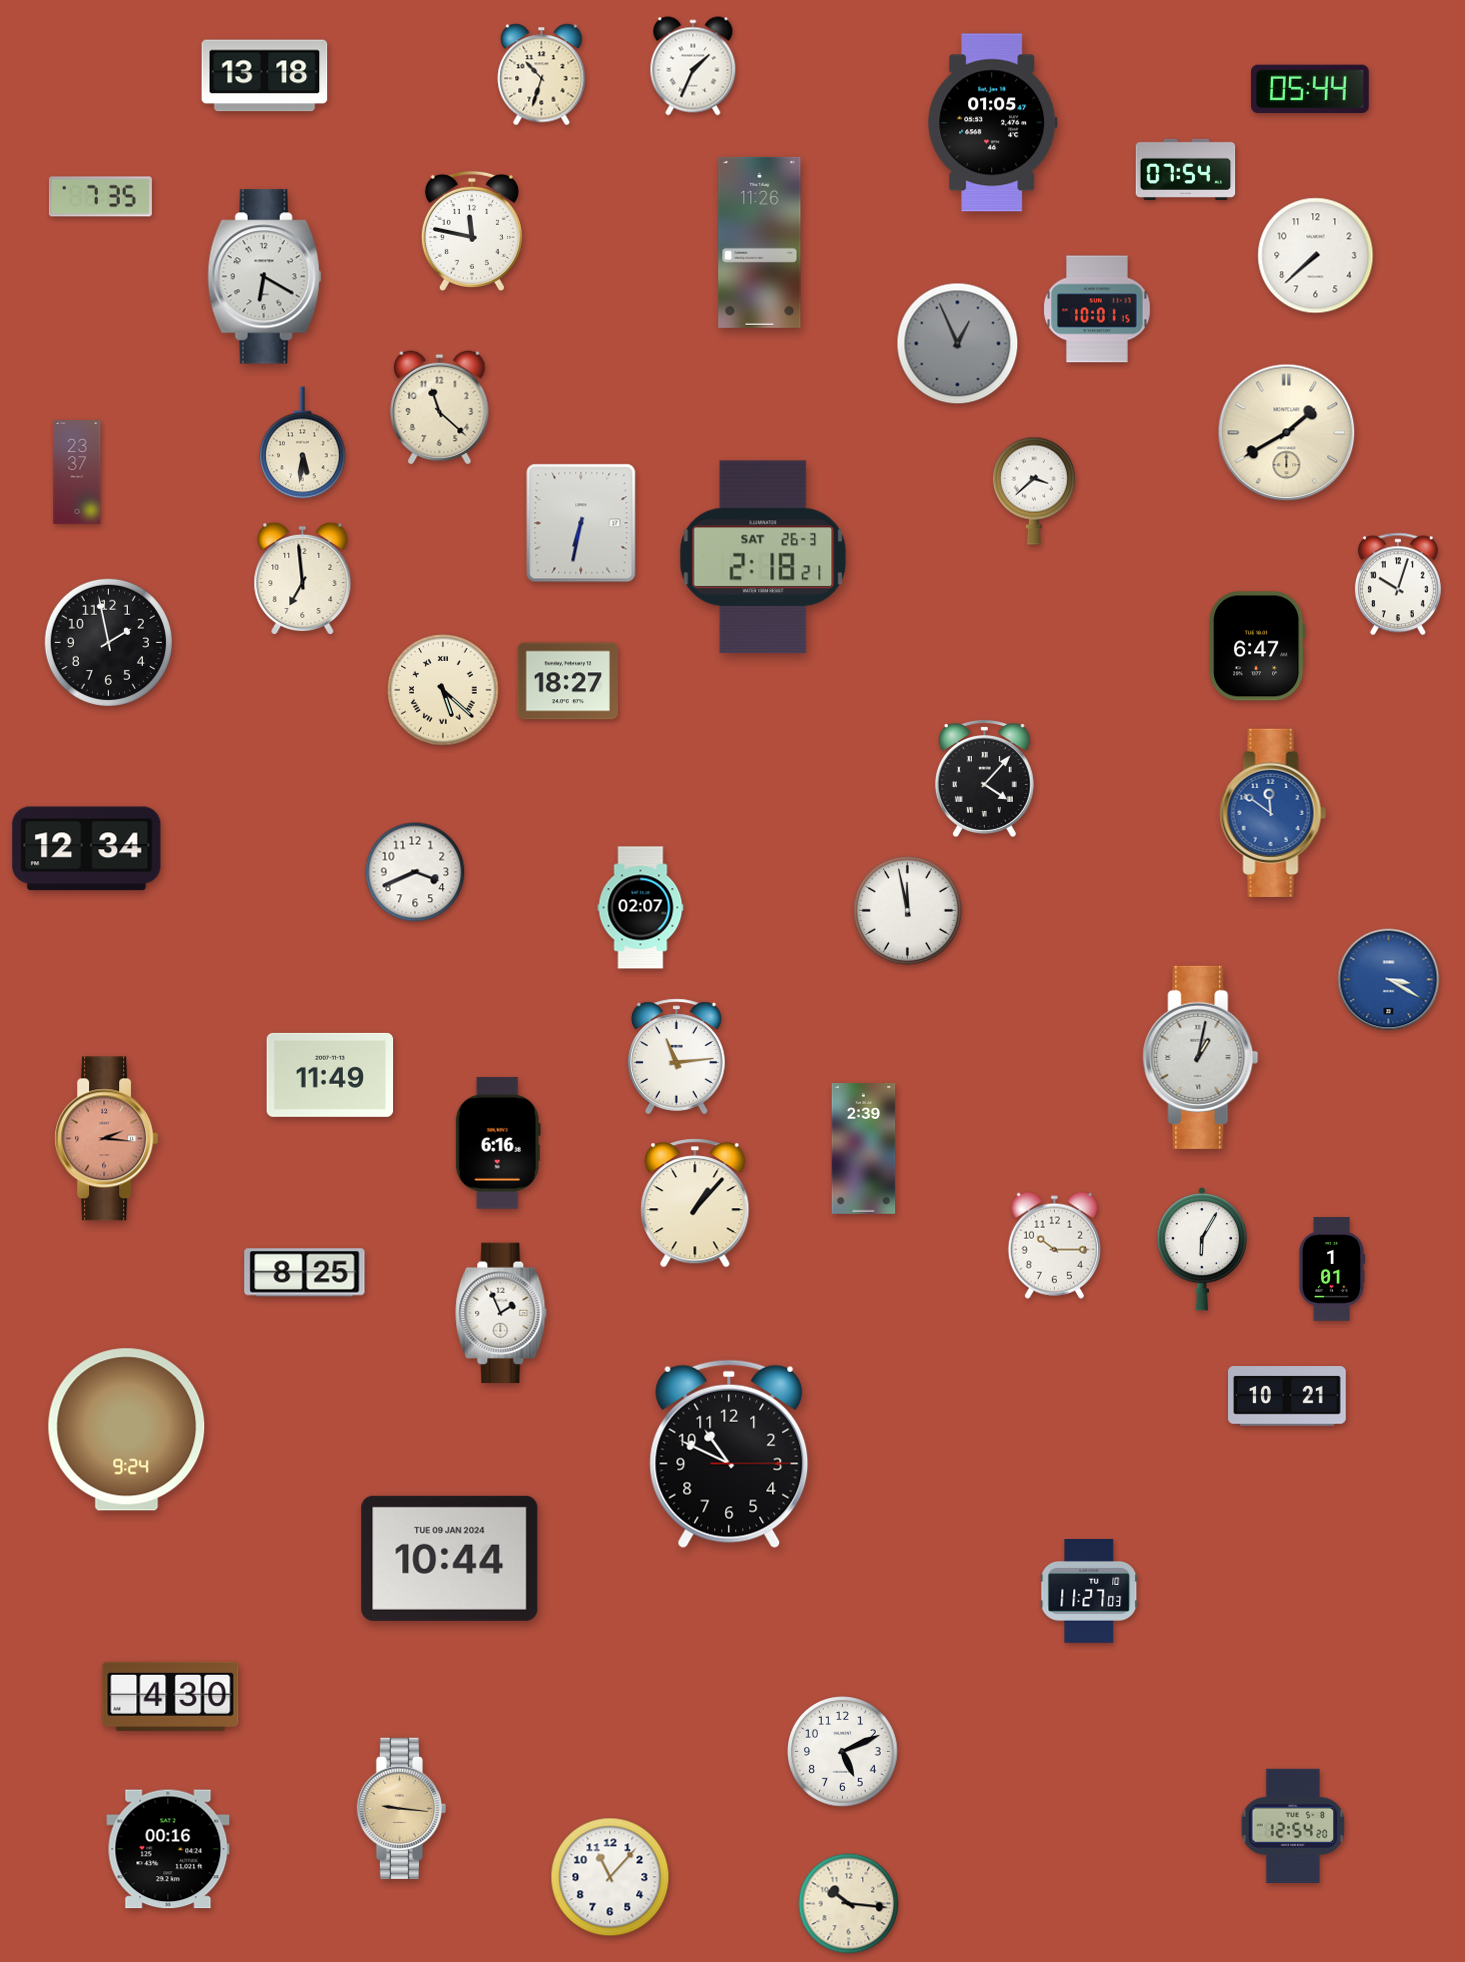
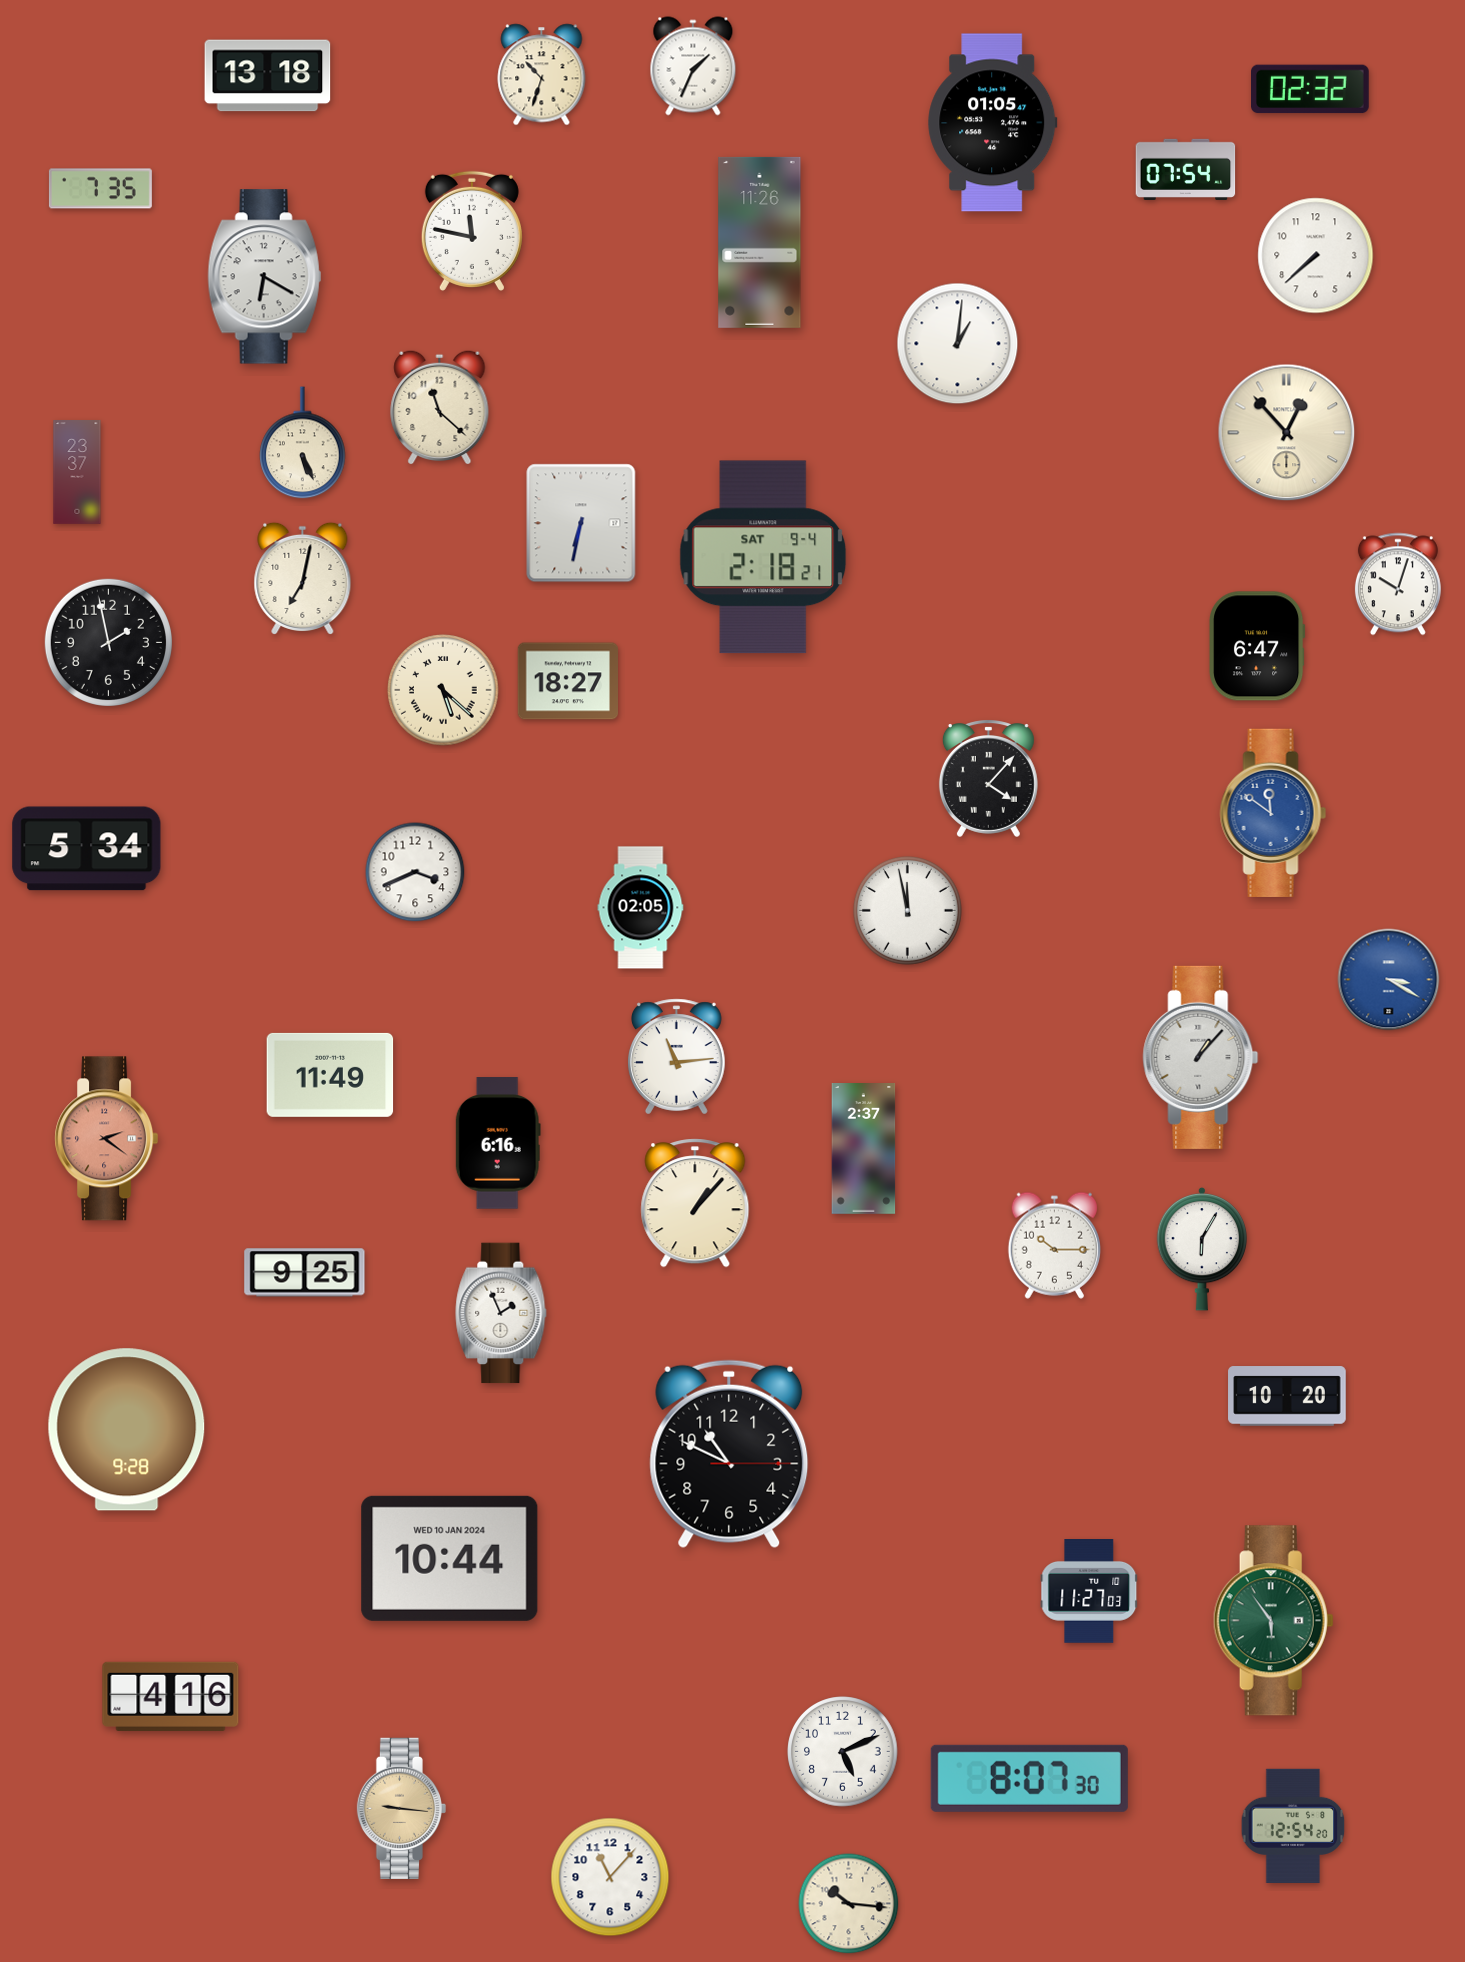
clock at (265, 76) position: (265, 76) -> (268, 76)
clock at (1311, 89): 05:44 -> 02:32
clock at (100, 197) position: (100, 197) -> (100, 189)
clock at (1097, 309): 10:01 -> none
clock at (958, 344): 12:56 -> 1:01
clock at (958, 344) dial: grey -> white
clock at (1287, 433): 1:40 -> 12:53
clock at (303, 443): 5:31 -> 5:26
clock at (1034, 491): 3:38 -> none
clock at (763, 557) date: SAT 26-3 -> SAT 9-4
clock at (303, 578): 6:59 -> 7:02
clock at (984, 778) position: (984, 778) -> (988, 778)
clock at (87, 849): 12:34 -> 5:34
clock at (641, 908): 02:07 -> 02:05
clock at (1201, 1057): 1:02 -> 1:07
clock at (107, 1139): 2:16 -> 2:21
clock at (864, 1149): 2:39 -> 2:37
clock at (1332, 1269): 1:01 -> none
clock at (305, 1273): 8:25 -> 9:25
clock at (1287, 1396): 10:21 -> 10:20
clock at (127, 1430): 9:24 -> 9:28
clock at (450, 1558) date: TUE 09 JAN 2024 -> WED 10 JAN 2024
clock at (1273, 1621): none -> 5:54
clock at (171, 1696): 4:30 -> 4:16
clock at (1029, 1778): none -> 8:07
clock at (168, 1849): 00:16 -> none
